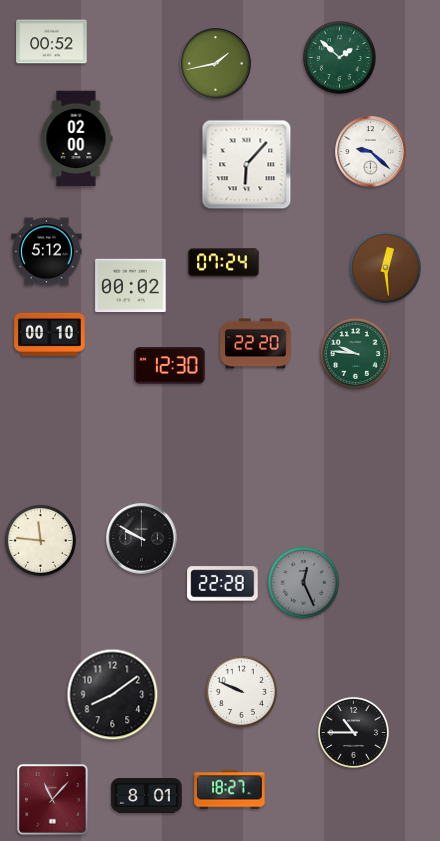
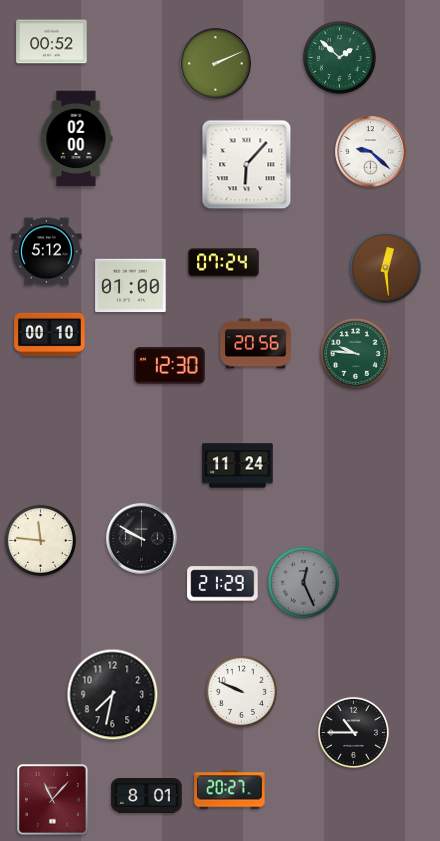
clock at (216, 64): 1:43 -> 2:11
clock at (131, 286): 00:02 -> 01:00
clock at (256, 344): 22:20 -> 20:56
clock at (238, 466): none -> 11:24
clock at (223, 584): 22:28 -> 21:29
clock at (113, 695): 8:09 -> 7:32
clock at (230, 790): 18:27 -> 20:27
